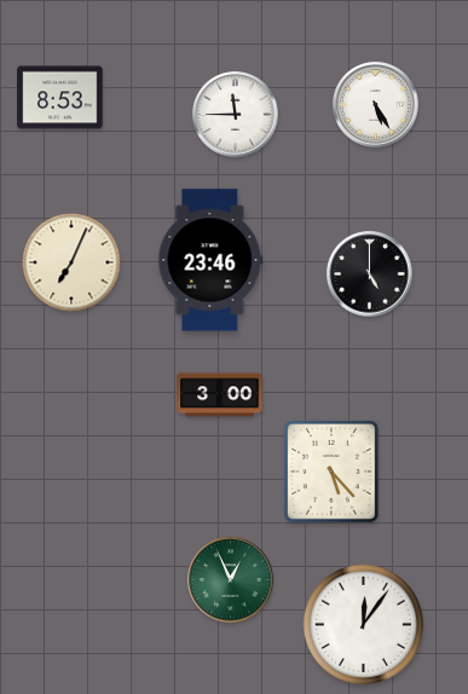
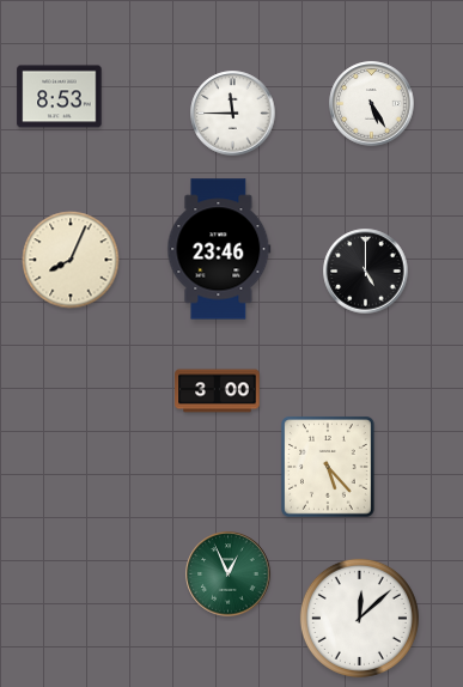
clock at (210, 260) position: (210, 260) -> (219, 249)
clock at (71, 262): 7:04 -> 8:04
clock at (363, 624): 12:06 -> 12:08
